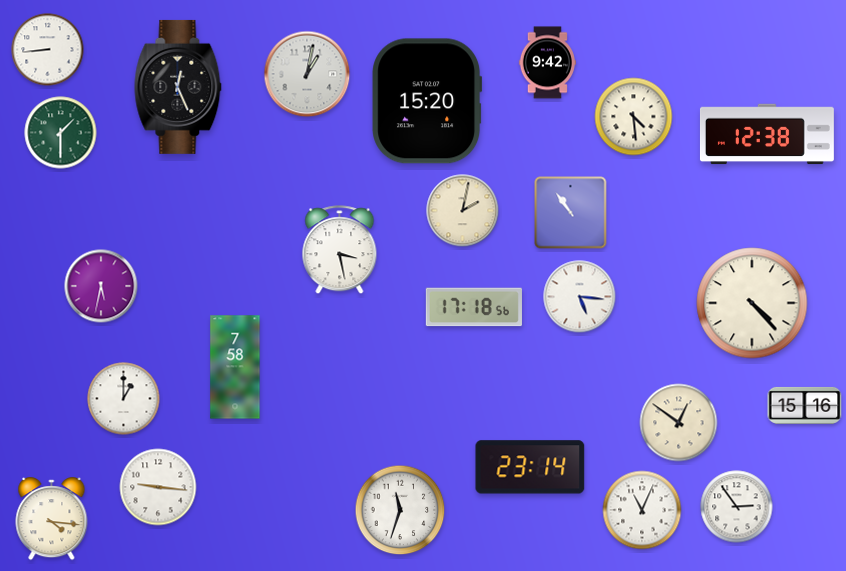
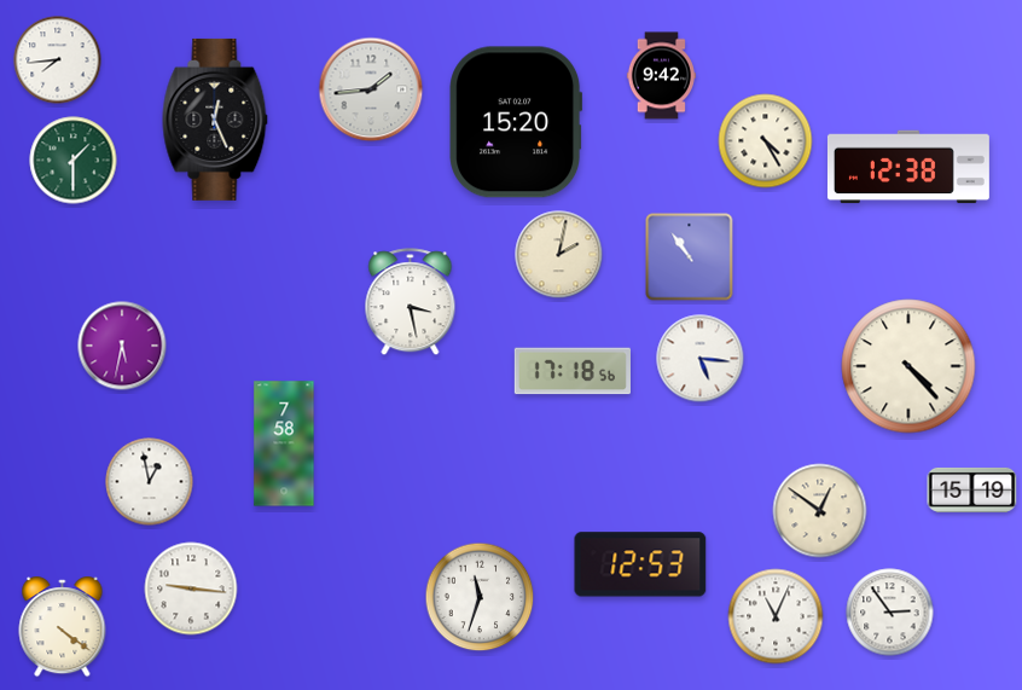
clock at (48, 50): 8:44 -> 7:44
clock at (307, 74): 1:02 -> 1:44
clock at (178, 87) position: (178, 87) -> (215, 120)
clock at (634, 117): 4:29 -> 4:25
clock at (767, 134) position: (767, 134) -> (908, 167)
clock at (124, 399): 1:00 -> 12:58
clock at (805, 405): 15:16 -> 15:19
clock at (530, 467): 23:14 -> 12:53
clock at (400, 510) position: (400, 510) -> (480, 597)
clock at (52, 519): 4:16 -> 4:21
